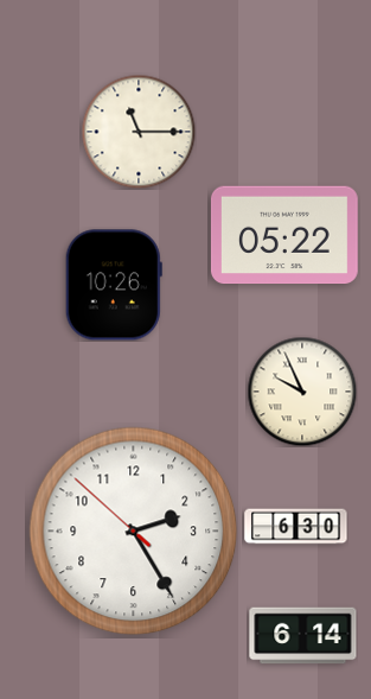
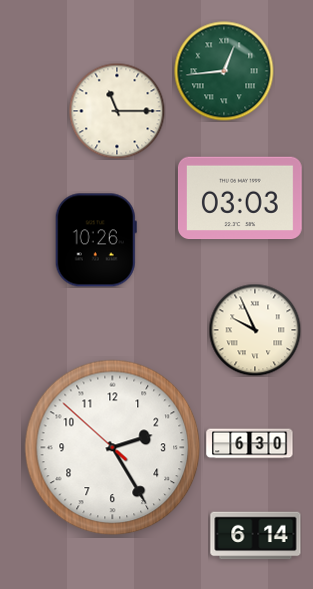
clock at (224, 71): none -> 12:44
clock at (284, 235): 05:22 -> 03:03
